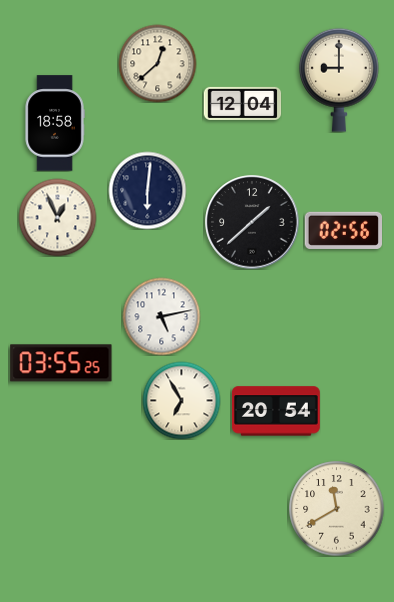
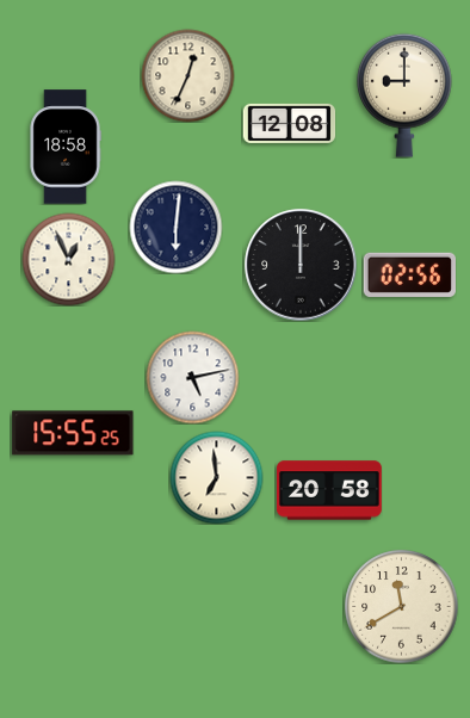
clock at (157, 63): 12:38 -> 12:34
clock at (242, 103): 12:04 -> 12:08
clock at (252, 222): 1:38 -> 12:00
clock at (61, 363): 03:55 -> 15:55
clock at (181, 400): 6:55 -> 6:59
clock at (276, 411): 20:54 -> 20:58
